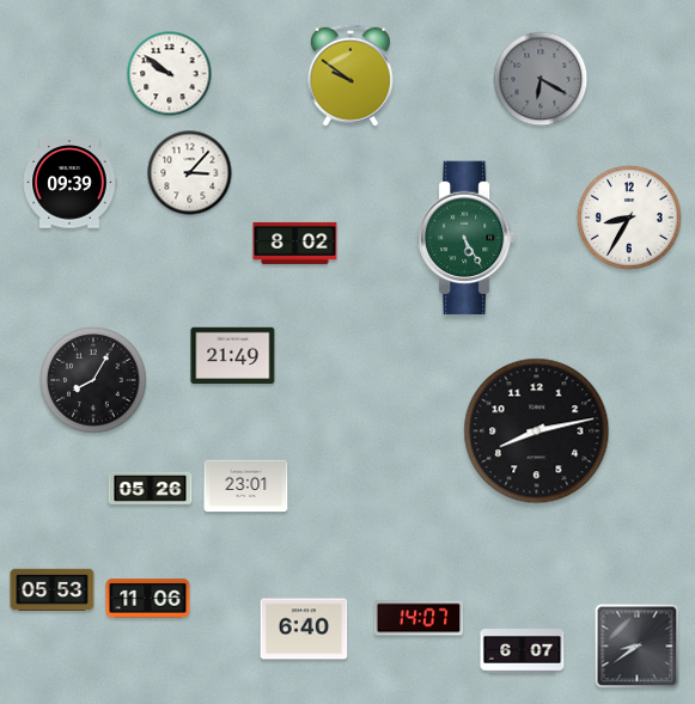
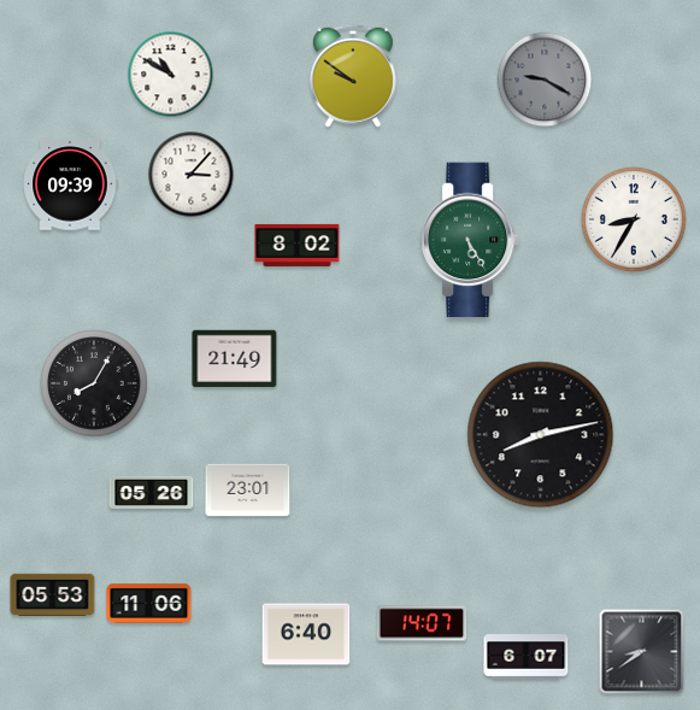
clock at (170, 74): 9:51 -> 10:50
clock at (541, 79): 6:20 -> 9:20
